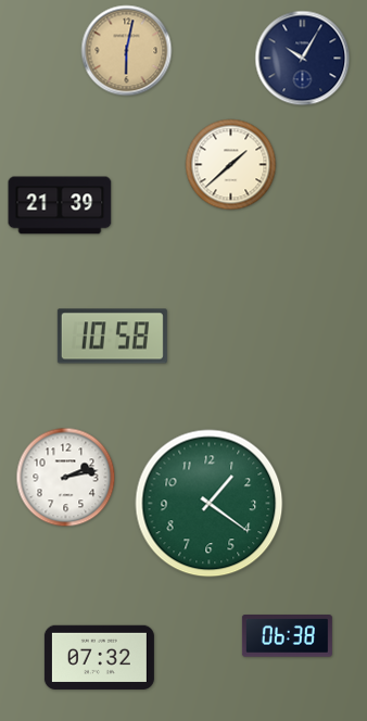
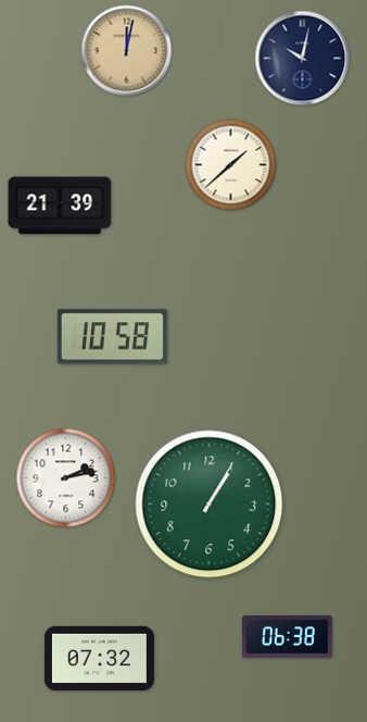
clock at (127, 51): 6:02 -> 12:02
clock at (303, 59): 10:05 -> 10:02
clock at (210, 504): 1:21 -> 1:05
